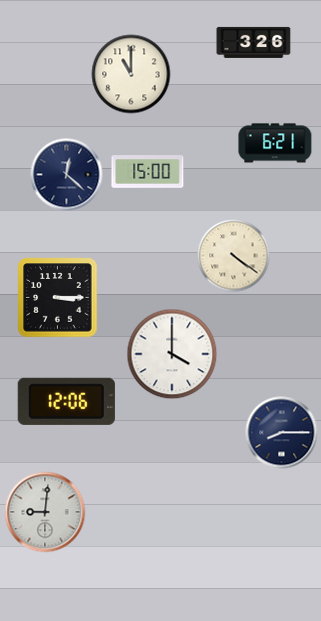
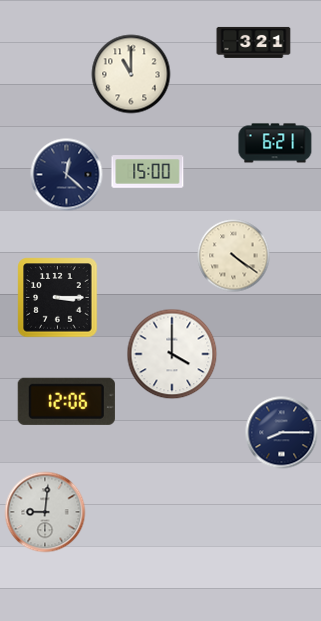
clock at (254, 42): 3:26 -> 3:21
